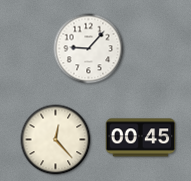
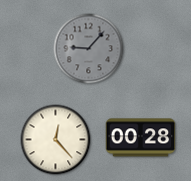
clock at (89, 49) dial: white -> grey
clock at (141, 138): 00:45 -> 00:28
